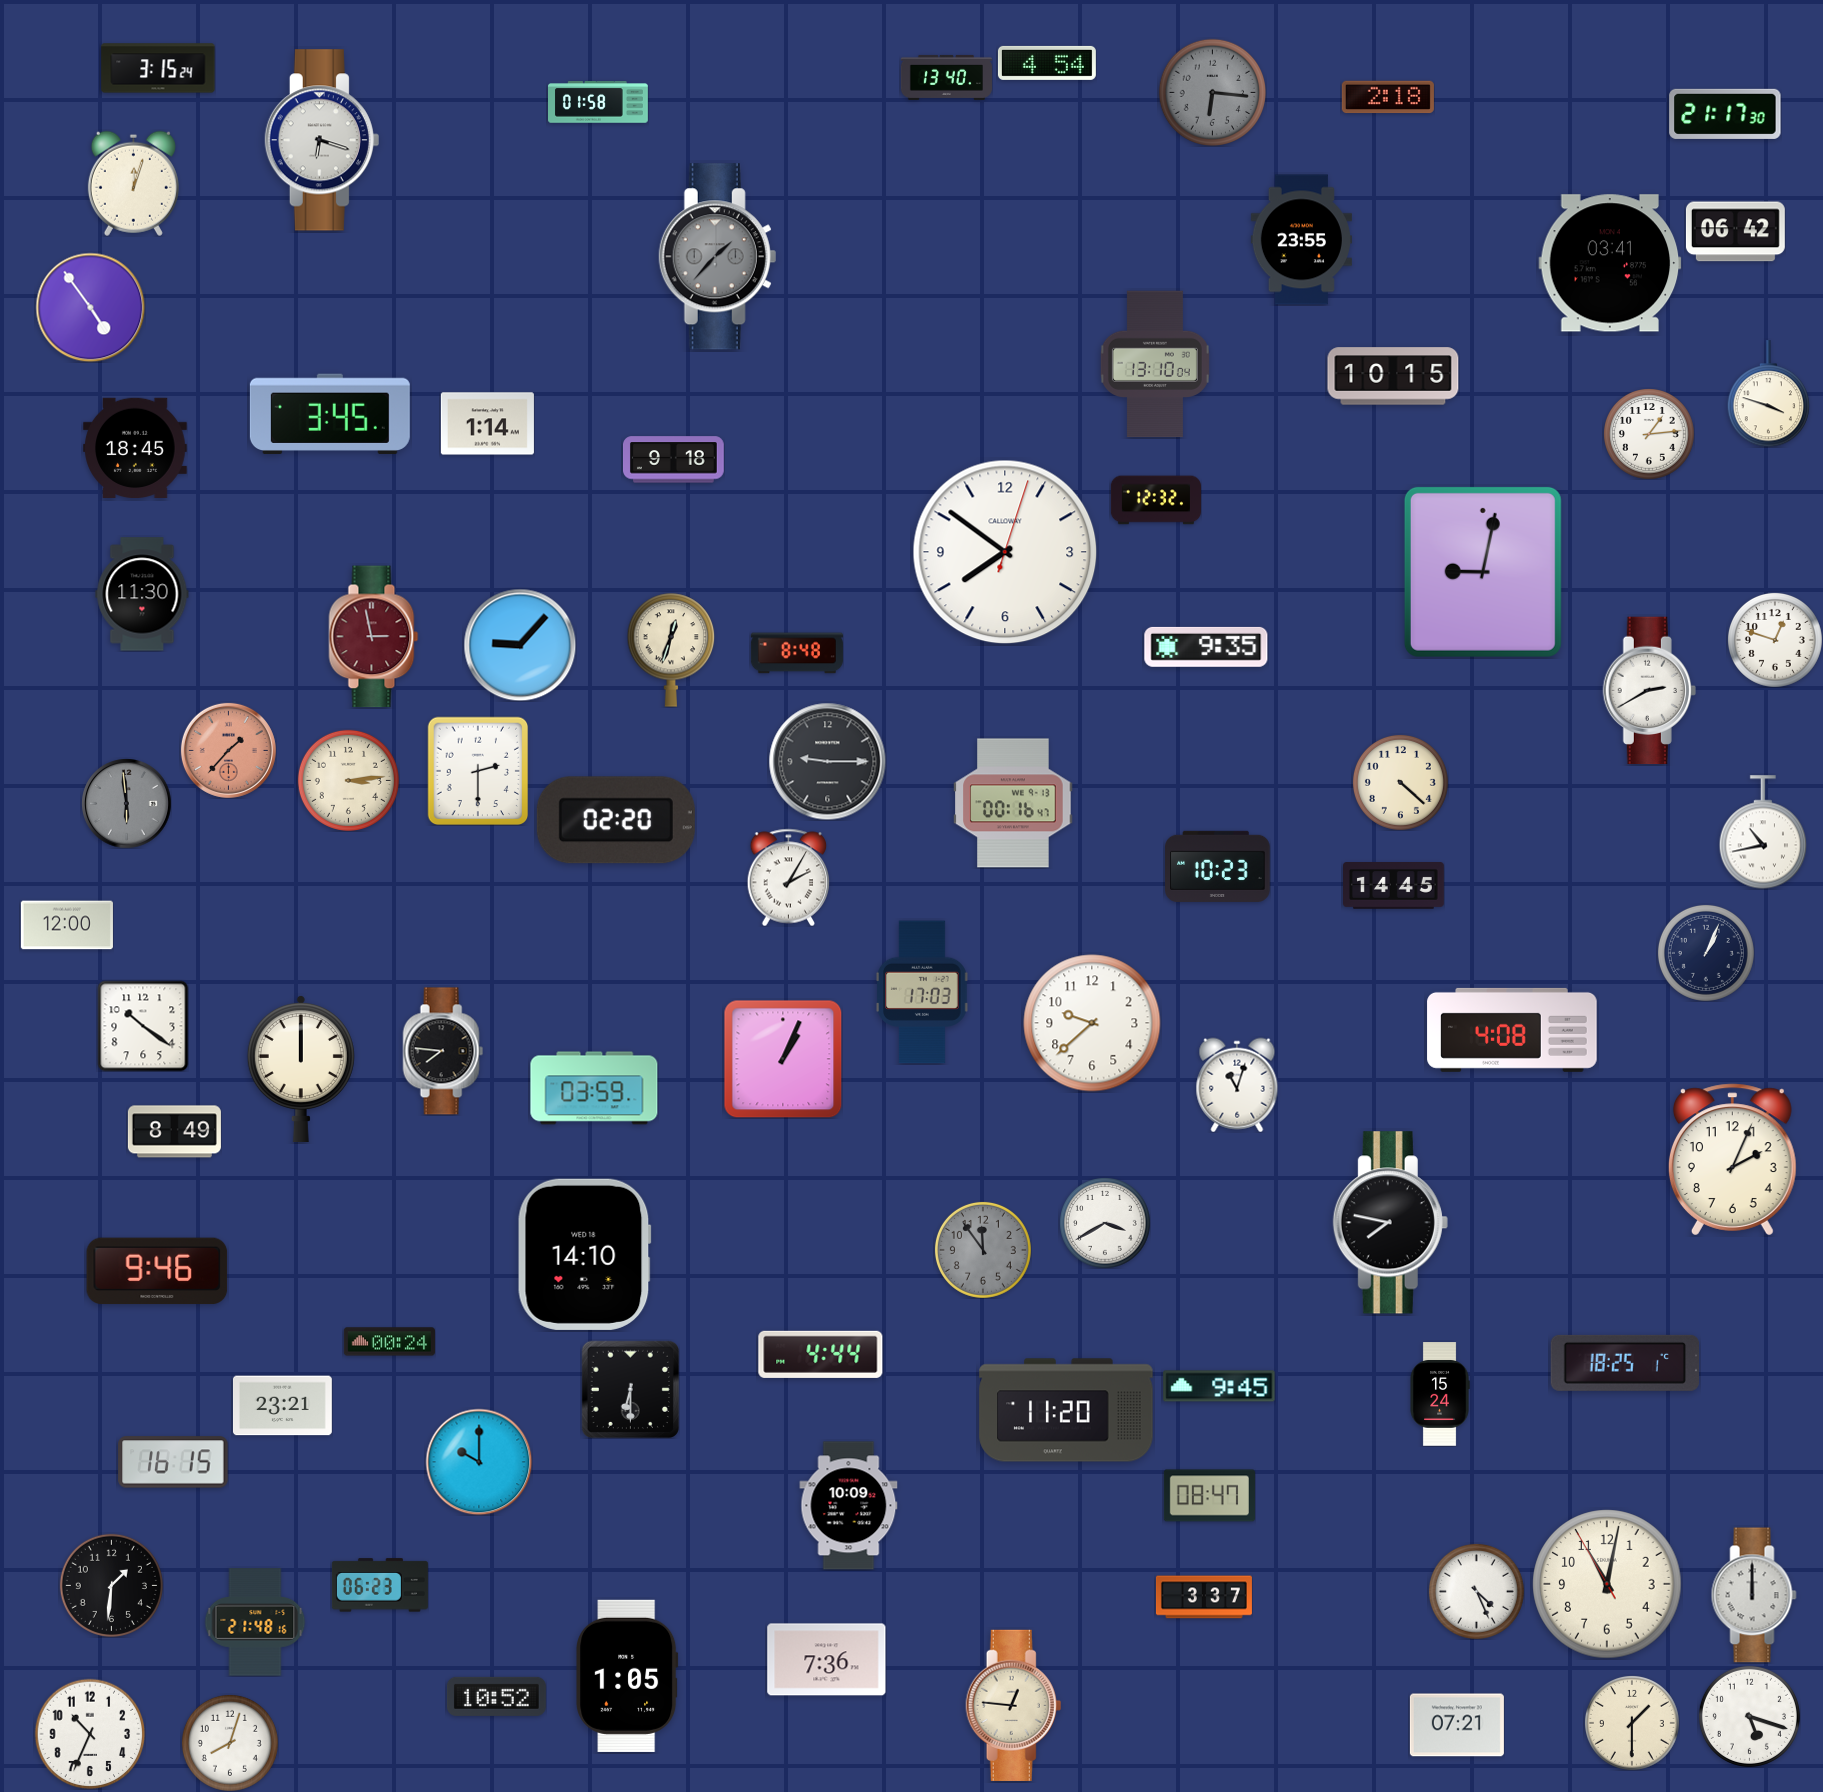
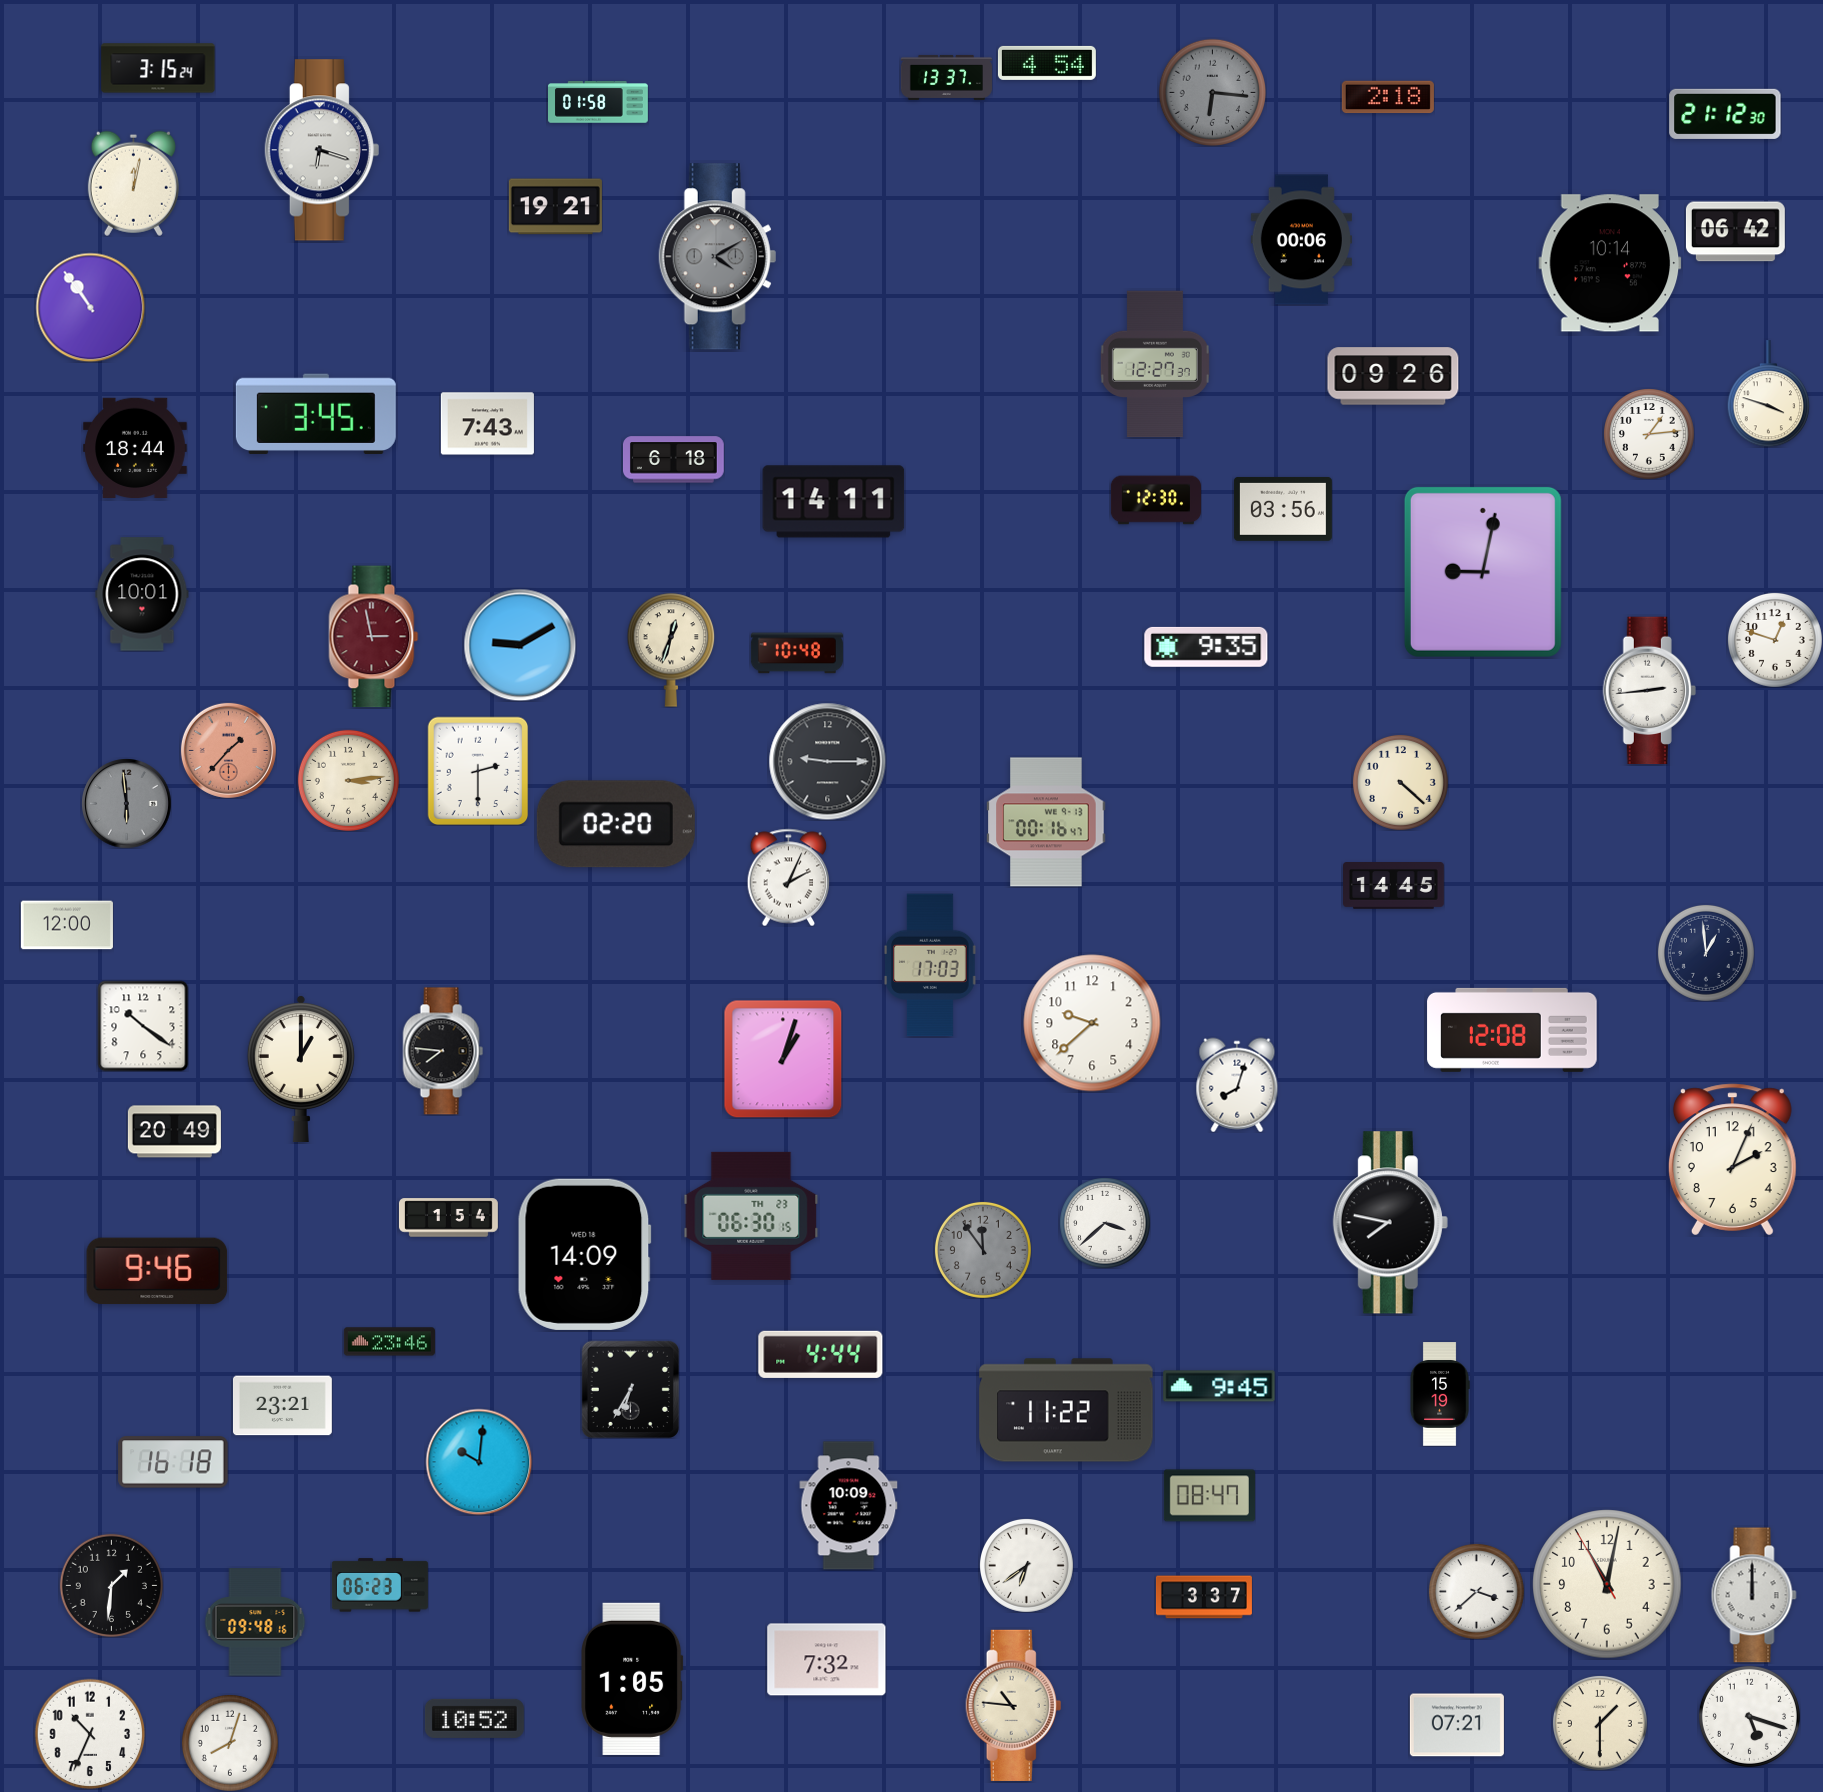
clock at (946, 77): 13:40 -> 13:37
clock at (1725, 114): 21:17 -> 21:12
clock at (322, 140) position: (322, 140) -> (322, 150)
clock at (133, 183): 12:03 -> 12:02
clock at (555, 207): none -> 19:21
clock at (1301, 240): 23:55 -> 00:06
clock at (718, 257): 1:37 -> 4:10
clock at (1610, 263): 03:41 -> 10:14
clock at (90, 307): 4:54 -> 10:54
clock at (1155, 364): 13:10 -> 12:27
clock at (1393, 376): 10:15 -> 09:26
clock at (330, 413) position: (330, 413) -> (316, 413)
clock at (487, 424): 1:14 -> 7:43
clock at (135, 448): 18:45 -> 18:44
clock at (673, 460): 9:18 -> 6:18
clock at (1155, 500): 12:32 -> 12:30
clock at (834, 502): none -> 14:11
clock at (1283, 509): none -> 03:56
clock at (1005, 552): 7:51 -> none
clock at (142, 594): 11:30 -> 10:01
clock at (520, 645): 9:07 -> 9:10
clock at (797, 653): 8:48 -> 10:48
clock at (1649, 691): 2:40 -> 2:44
clock at (1013, 803) position: (1013, 803) -> (1046, 822)
clock at (616, 820) position: (616, 820) -> (616, 824)
clock at (1763, 832): 10:43 -> none
clock at (1218, 866): 10:23 -> none
clock at (789, 877): 2:05 -> 2:04
clock at (1706, 953): 1:04 -> 12:59
clock at (923, 992) position: (923, 992) -> (931, 965)
clock at (1512, 1030): 4:08 -> 12:08
clock at (783, 1059): 1:04 -> 1:03
clock at (301, 1069): 12:00 -> 1:00
clock at (1237, 1085): 11:03 -> 8:03
clock at (594, 1088): 03:59 -> none
clock at (174, 1132): 8:49 -> 20:49
clock at (751, 1216): none -> 06:30
clock at (448, 1218): none -> 1:54
clock at (1105, 1223): 3:40 -> 3:38
clock at (584, 1254): 14:10 -> 14:09
clock at (389, 1342): 00:24 -> 23:46
clock at (1624, 1363): 18:25 -> none
clock at (630, 1389): 6:30 -> 6:35
clock at (1440, 1394): 15:24 -> 15:19
clock at (1066, 1410): 11:20 -> 11:22
clock at (173, 1462): 16:15 -> 16:18
clock at (479, 1462): 10:00 -> 10:01
clock at (1026, 1565): none -> 6:39
clock at (1476, 1591): 4:26 -> 3:38
clock at (255, 1622): 21:48 -> 09:48
clock at (827, 1660): 7:36 -> 7:32
clock at (627, 1676) position: (627, 1676) -> (632, 1679)
clock at (496, 1696) position: (496, 1696) -> (474, 1718)
clock at (1014, 1705): 12:46 -> 10:46
clock at (1632, 1723) position: (1632, 1723) -> (1600, 1723)
